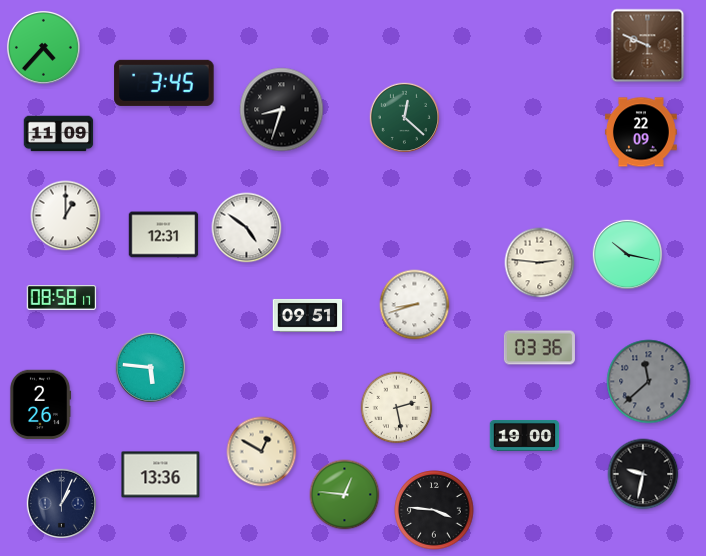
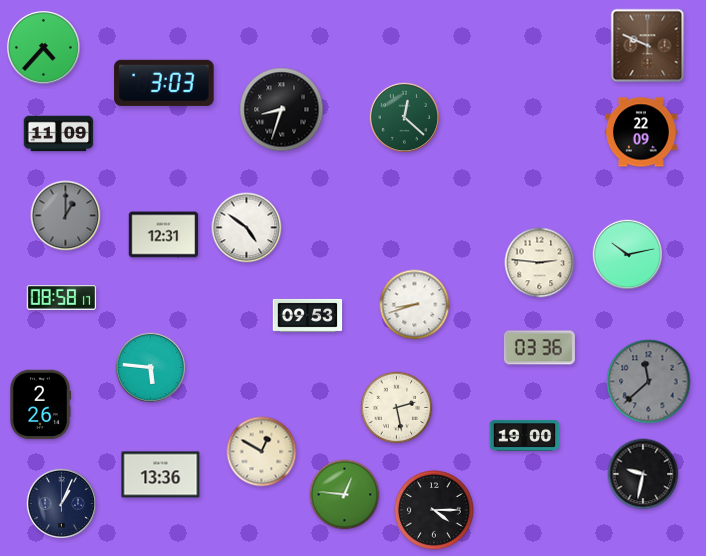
clock at (164, 83): 3:45 -> 3:03
clock at (66, 216) dial: white -> grey
clock at (627, 254): 10:17 -> 10:13
clock at (308, 315): 09:51 -> 09:53
clock at (434, 510): 3:46 -> 4:15
